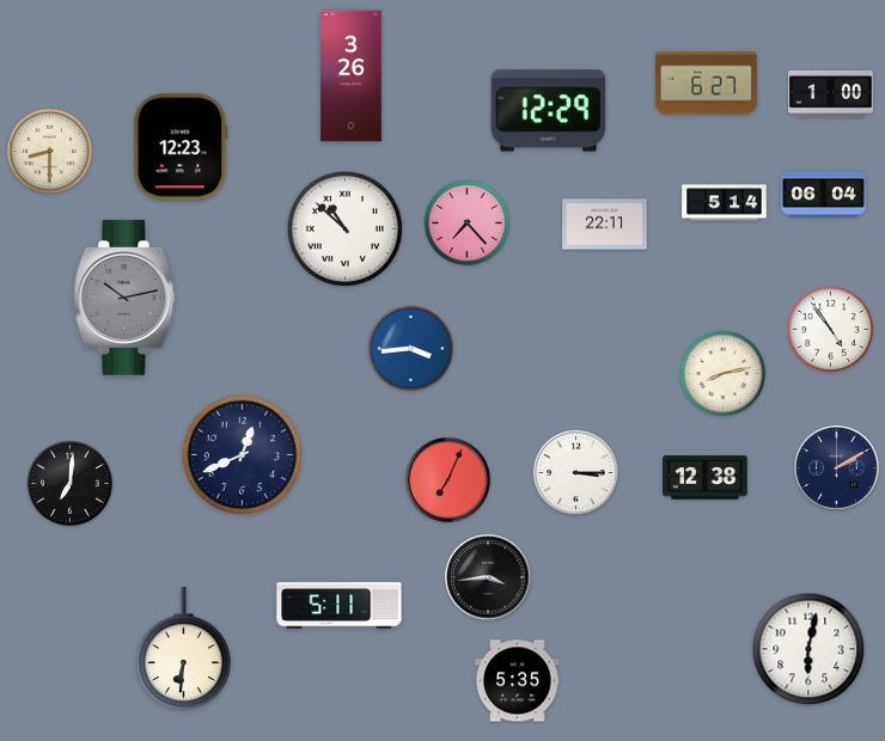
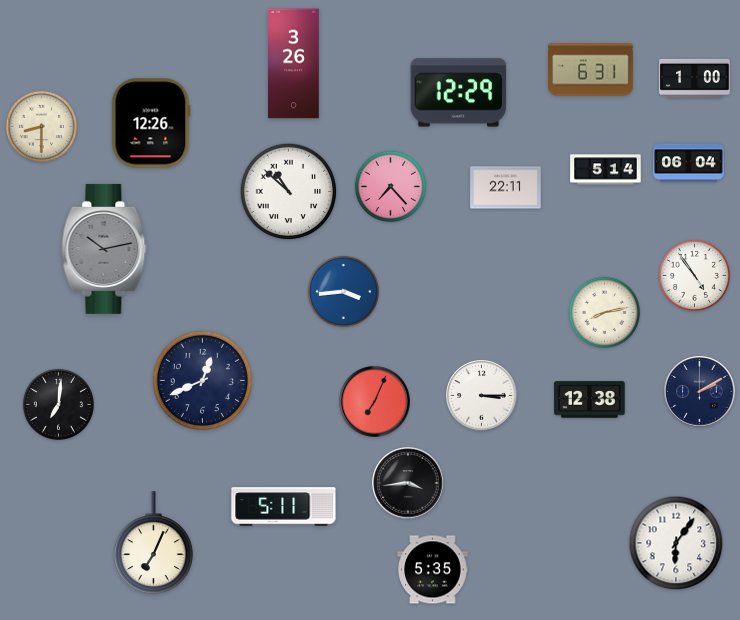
clock at (707, 84): 6:27 -> 6:31
clock at (181, 147): 12:23 -> 12:26
clock at (183, 649): 6:31 -> 7:04
clock at (808, 649): 6:02 -> 6:06
